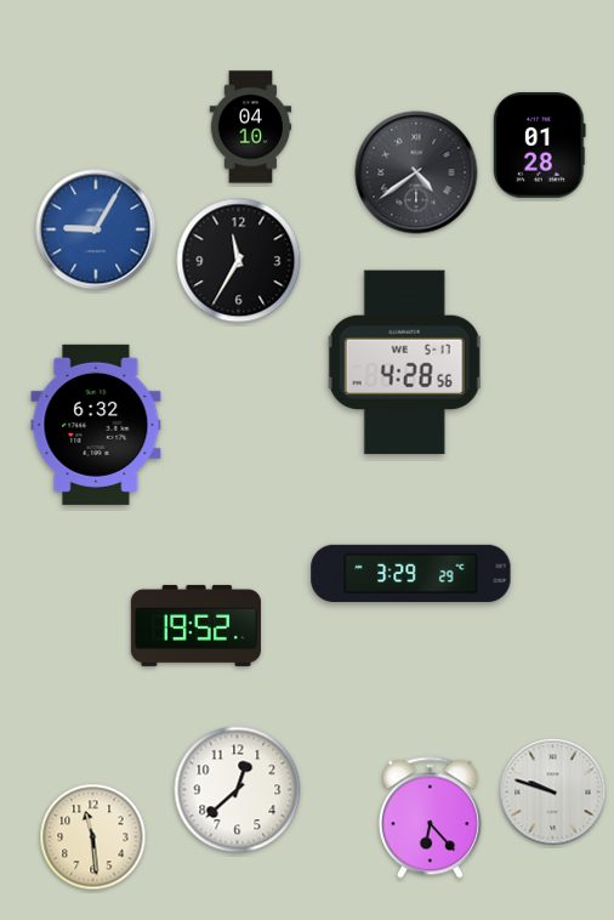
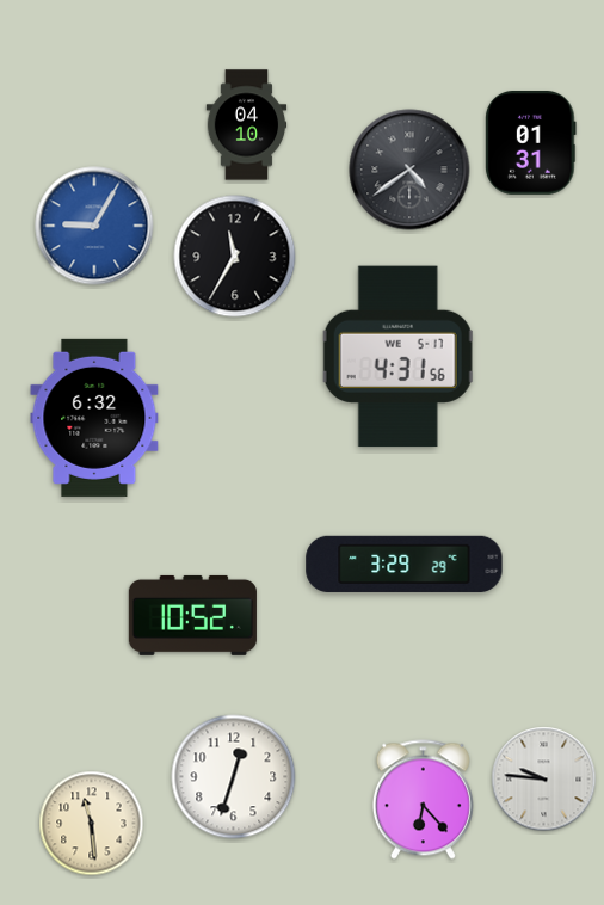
clock at (540, 146): 01:28 -> 01:31
clock at (405, 363): 4:28 -> 4:31
clock at (195, 625): 19:52 -> 10:52
clock at (238, 790): 12:38 -> 12:33
clock at (553, 793): 9:48 -> 9:46
clock at (430, 818) position: (430, 818) -> (423, 800)
